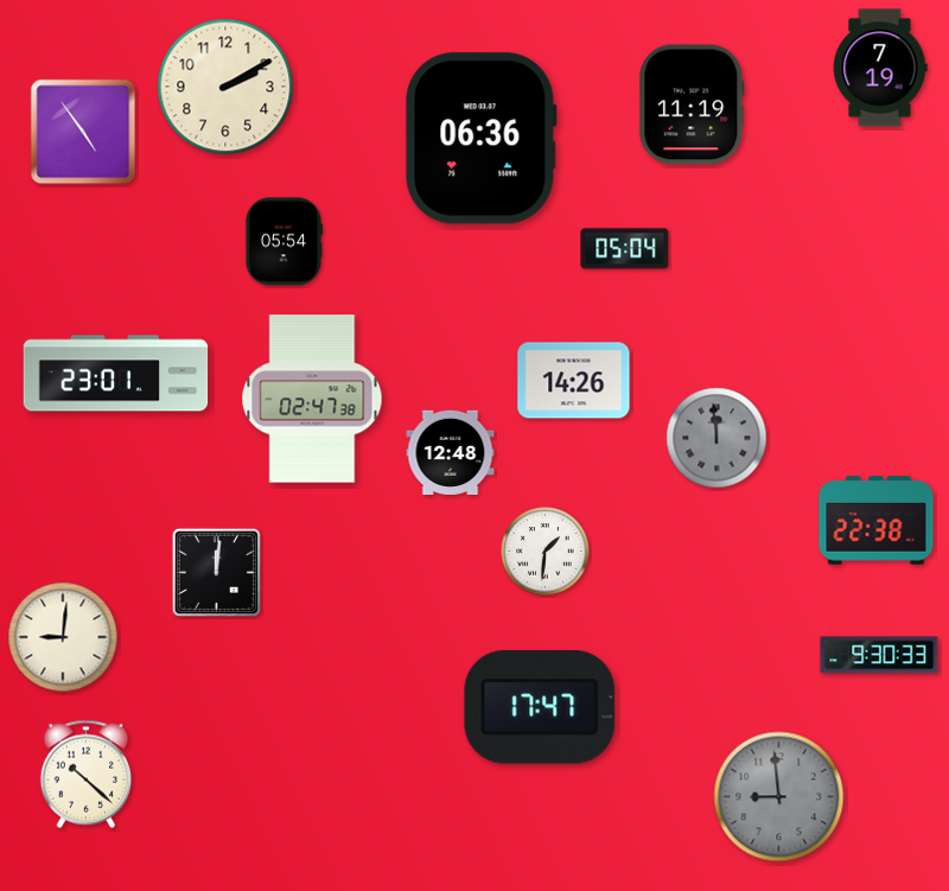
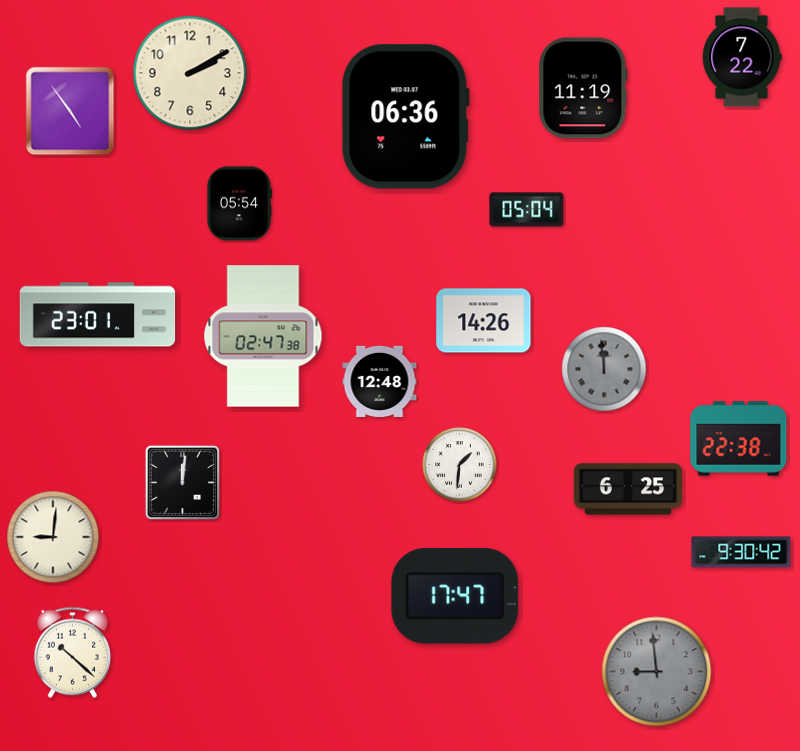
clock at (880, 68): 7:19 -> 7:22
clock at (627, 489): none -> 6:25
clock at (879, 655): 9:30:33 -> 9:30:42
